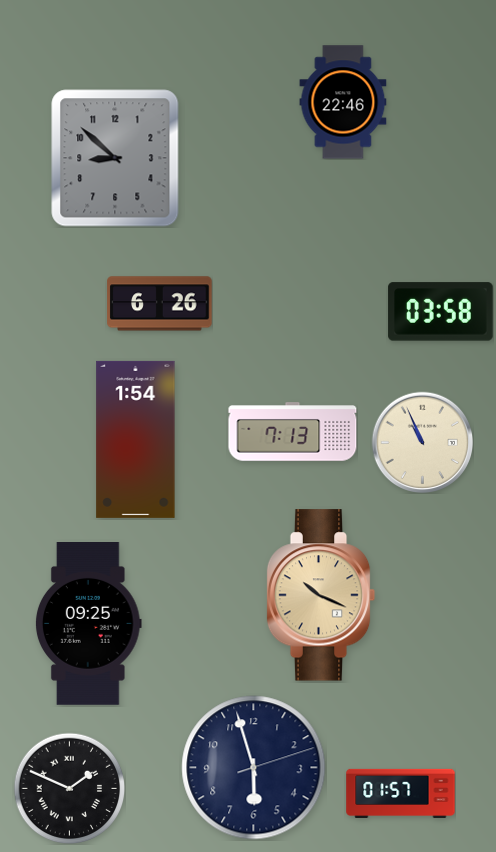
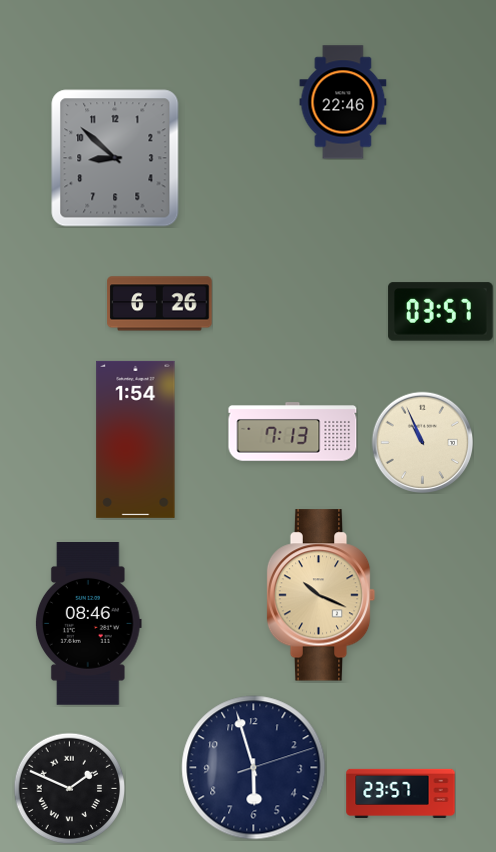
clock at (441, 312): 03:58 -> 03:57
clock at (88, 624): 09:25 -> 08:46
clock at (401, 793): 01:57 -> 23:57
